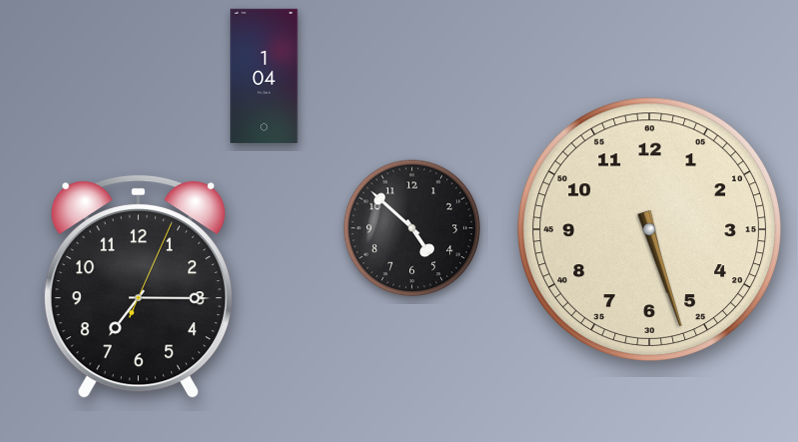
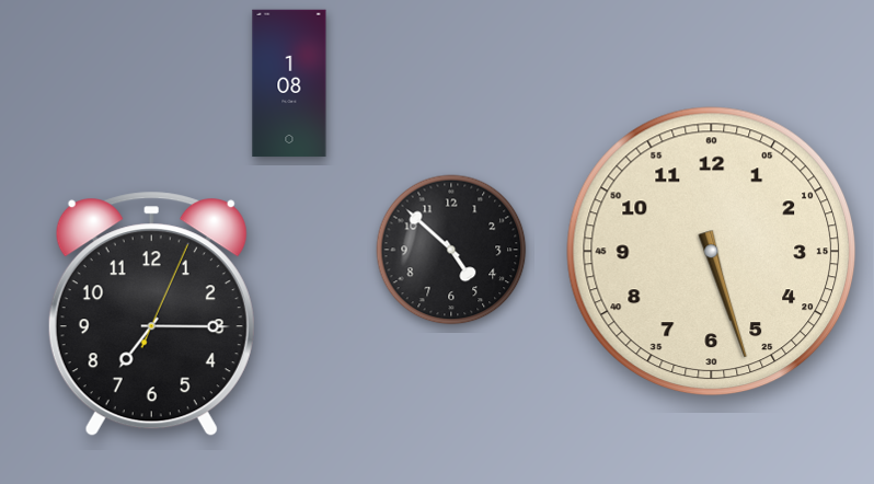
clock at (264, 76): 1:04 -> 1:08
